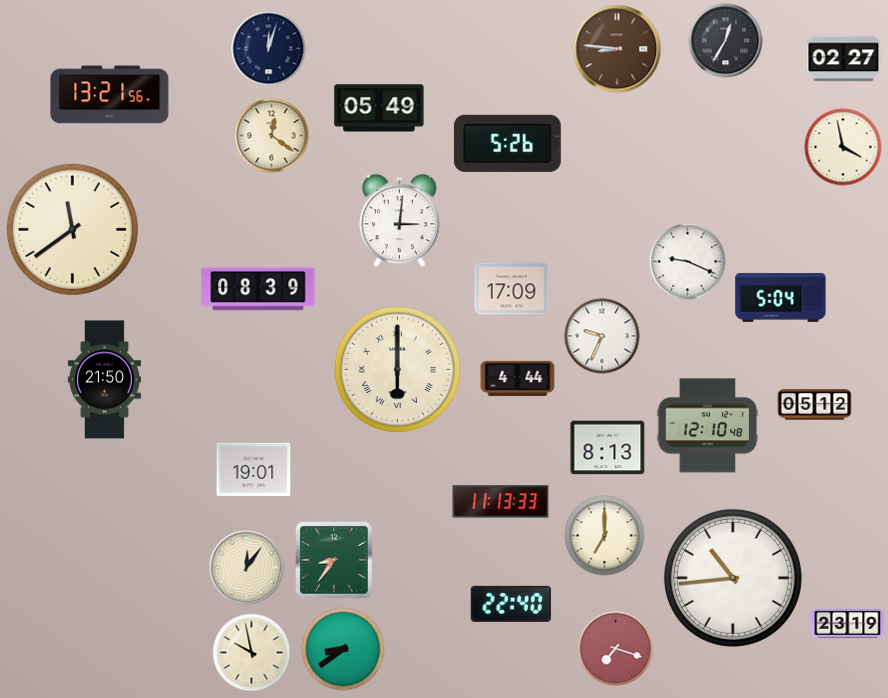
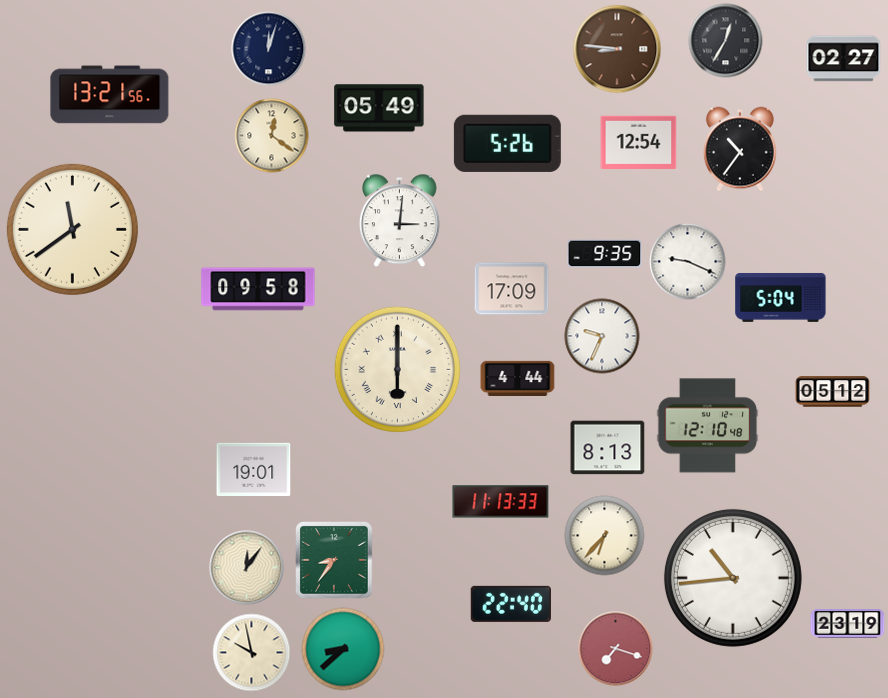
clock at (639, 142): none -> 12:54
clock at (843, 147): 3:58 -> none
clock at (740, 149): none -> 10:36
clock at (605, 254): none -> 9:35
clock at (258, 289): 08:39 -> 09:58
clock at (104, 380): 21:50 -> none
clock at (815, 405) position: (815, 405) -> (833, 392)
clock at (605, 536): 7:00 -> 6:37
clock at (343, 649): 8:39 -> 8:38
